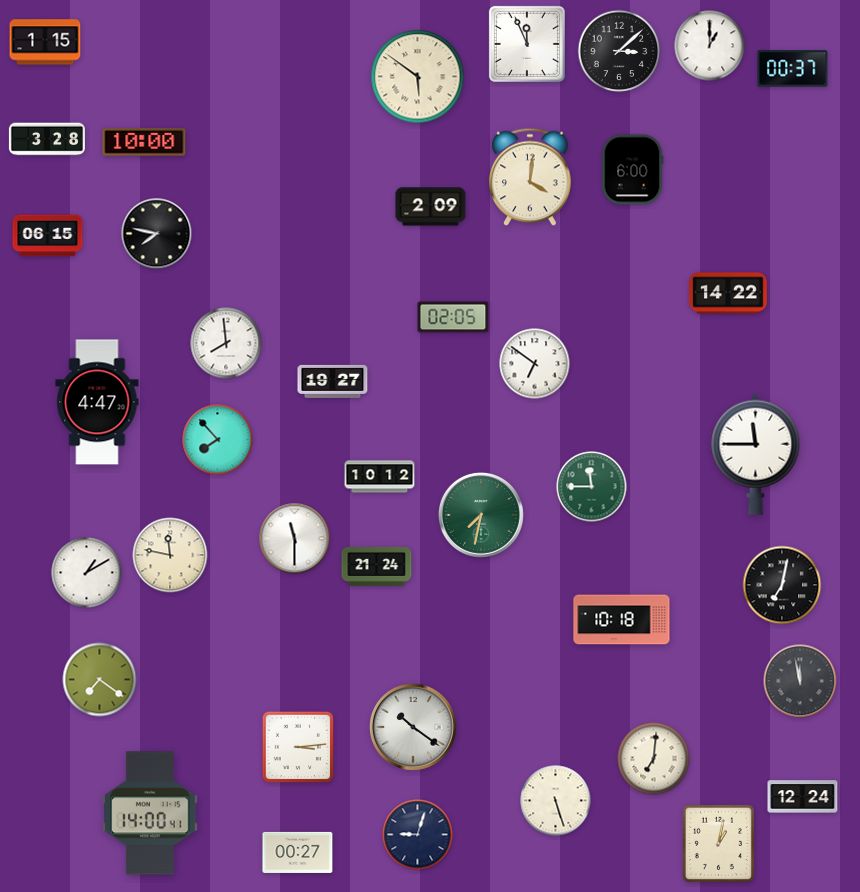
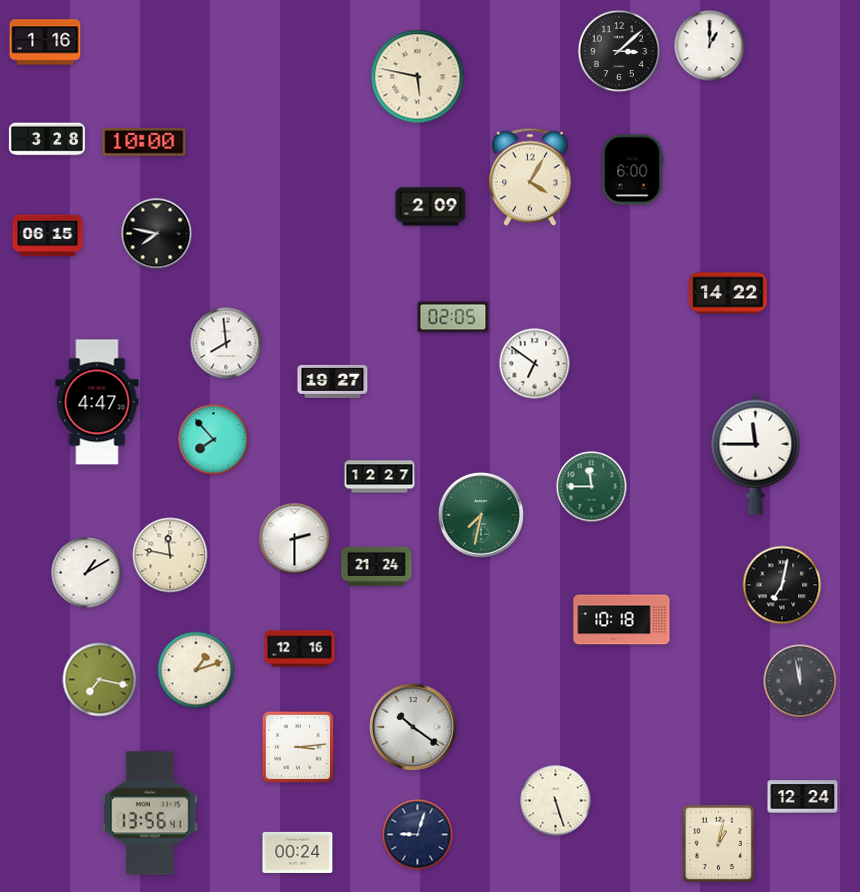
clock at (45, 42): 1:15 -> 1:16
clock at (527, 44): 11:56 -> none
clock at (793, 69): 00:37 -> none
clock at (418, 77): 5:51 -> 5:47
clock at (530, 177): 4:01 -> 4:05
clock at (218, 440) position: (218, 440) -> (214, 440)
clock at (380, 477): 10:12 -> 12:27
clock at (295, 539): 11:30 -> 2:30
clock at (300, 649): none -> 12:16
clock at (196, 670): none -> 1:12
clock at (100, 680): 7:21 -> 7:17
clock at (654, 759): 7:01 -> none
clock at (150, 813): 14:00 -> 13:56
clock at (298, 852): 00:27 -> 00:24
